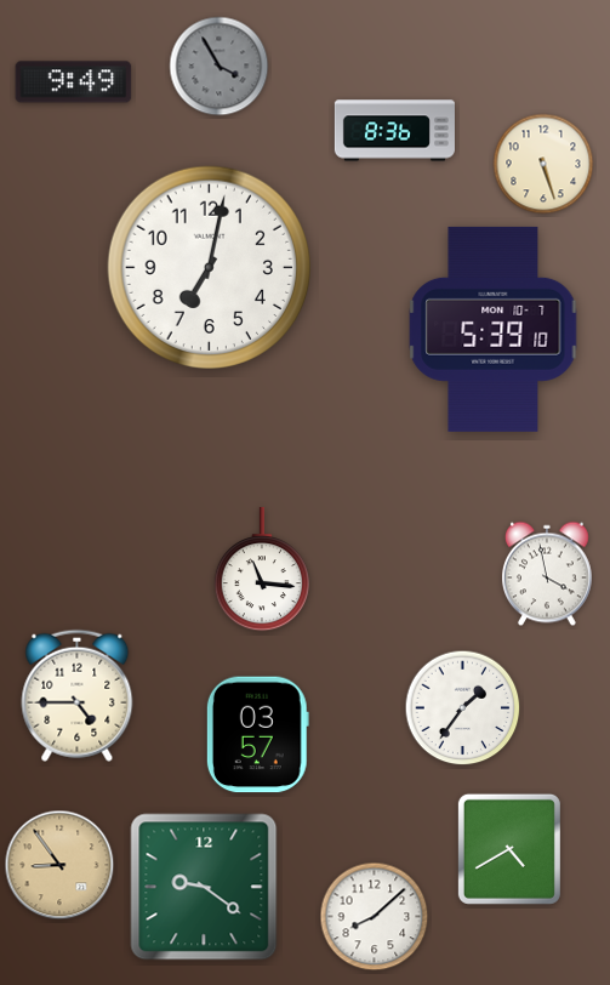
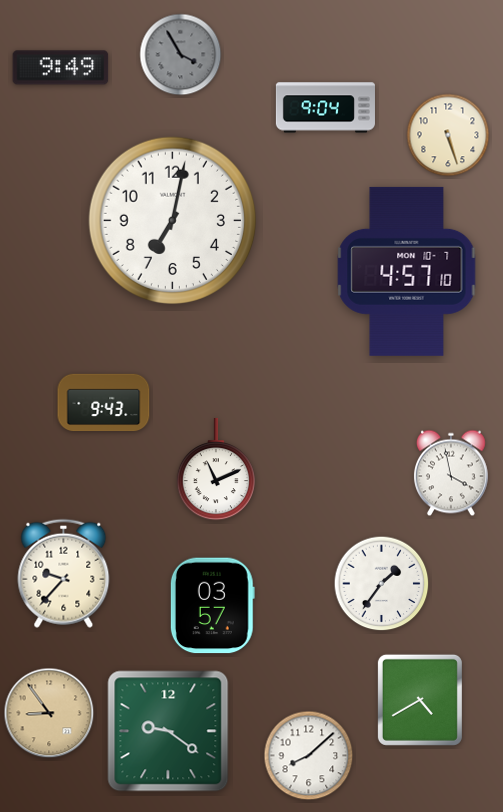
clock at (394, 131): 8:36 -> 9:04
clock at (494, 329): 5:39 -> 4:57
clock at (104, 403): none -> 9:43
clock at (262, 569): 11:16 -> 11:11
clock at (78, 695): 4:45 -> 9:37
